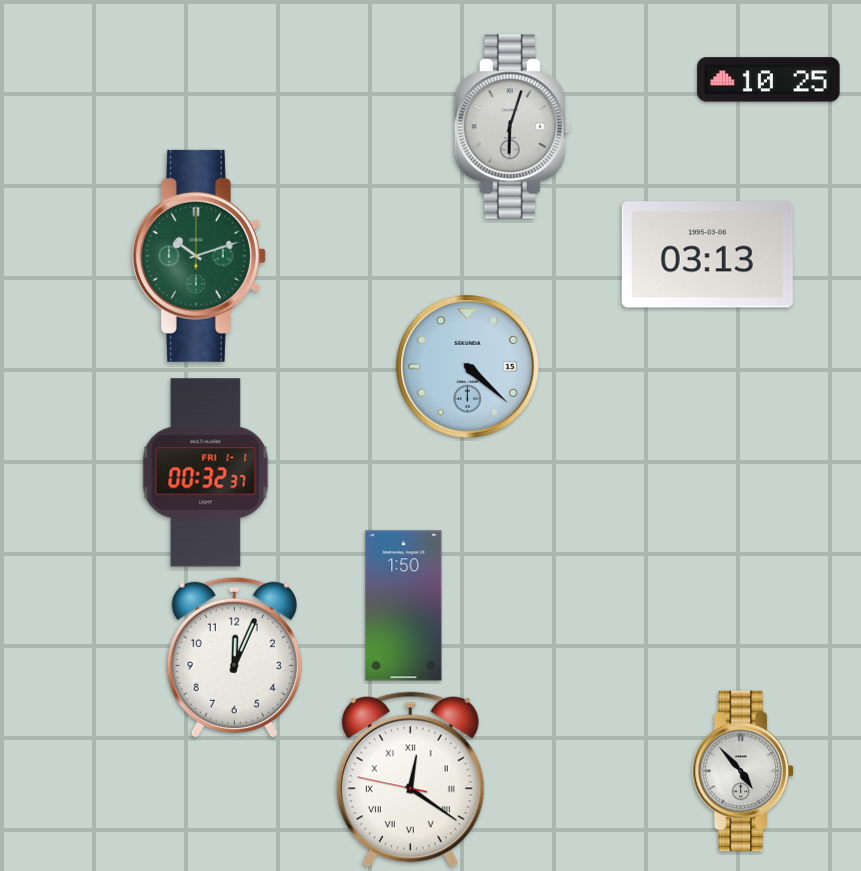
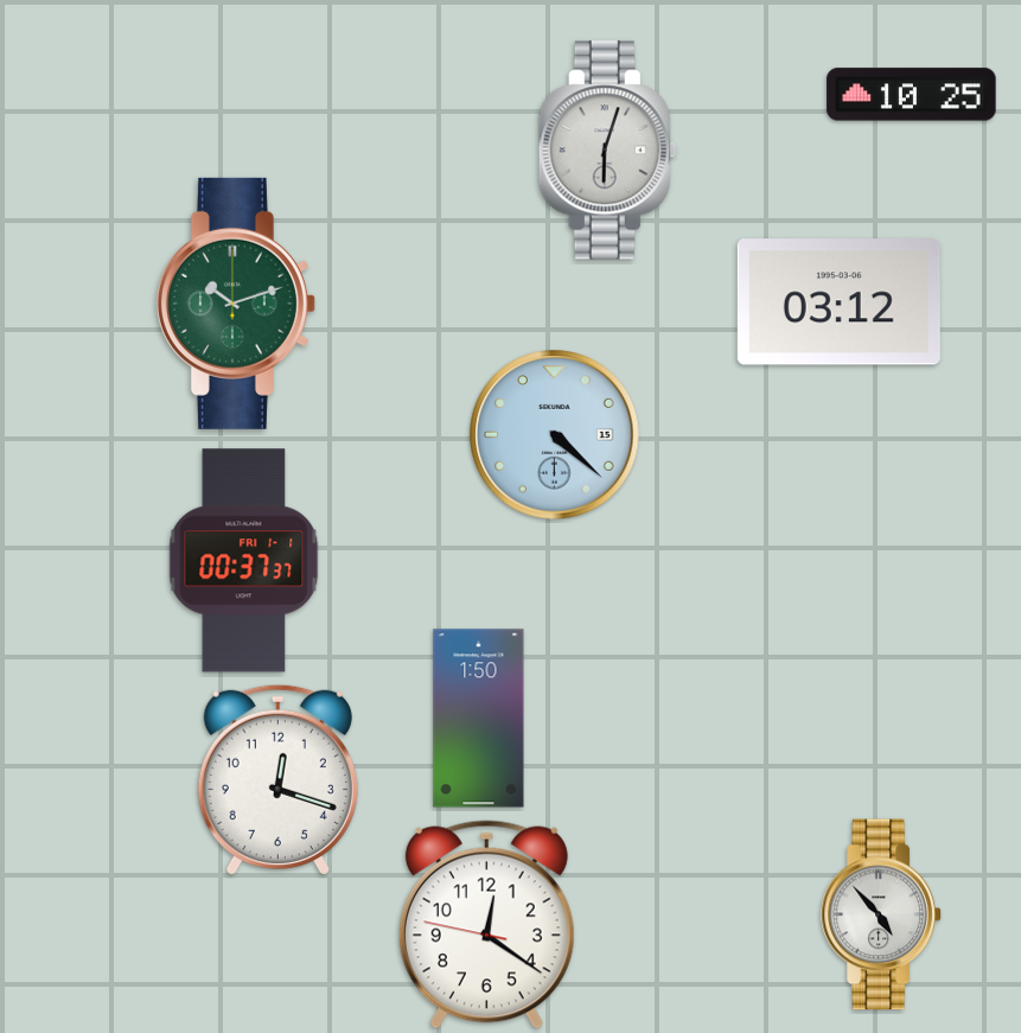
clock at (707, 255): 03:13 -> 03:12
clock at (206, 473): 00:32 -> 00:37
clock at (234, 657): 12:04 -> 12:18
clock at (410, 780) numerals: Roman -> Arabic
